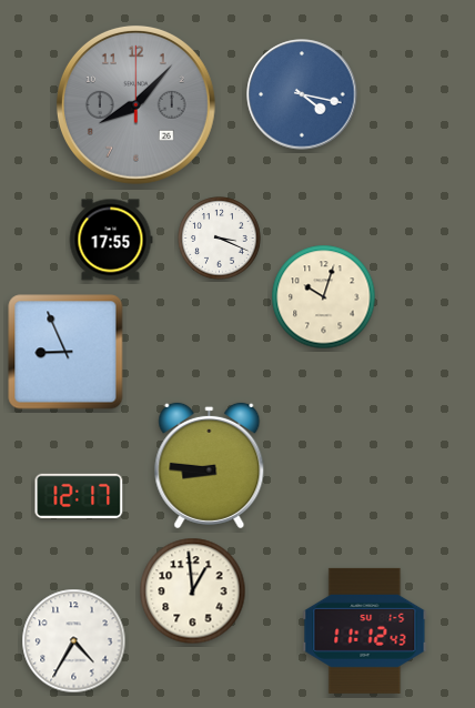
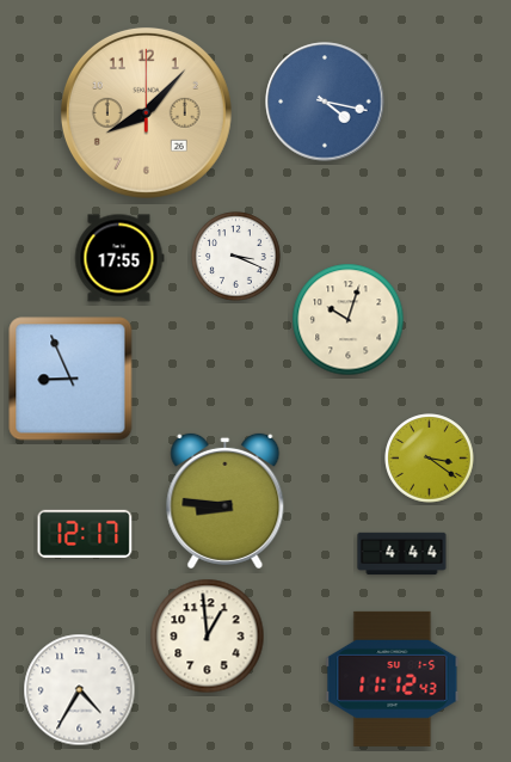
clock at (135, 104) dial: grey -> champagne
clock at (430, 459): none -> 3:21
clock at (402, 554): none -> 4:44
